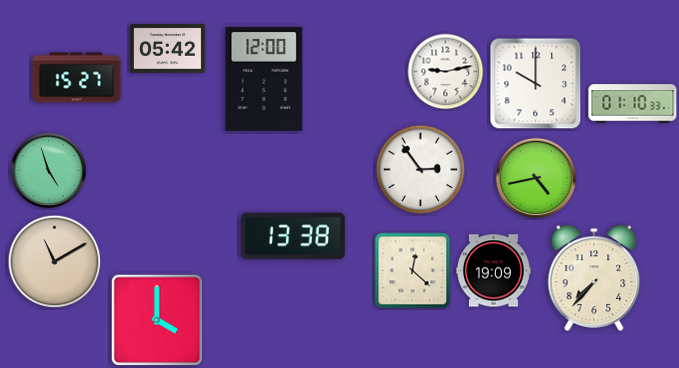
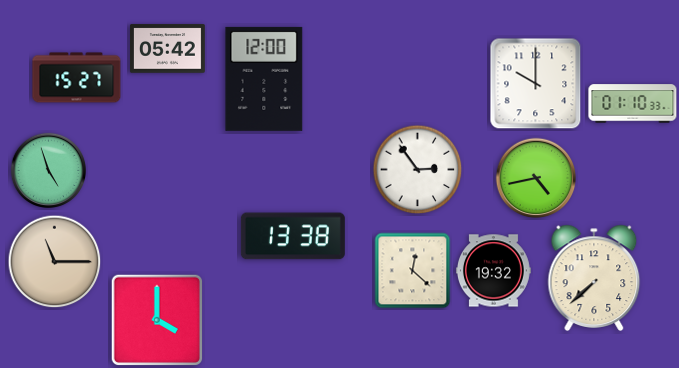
clock at (446, 72): 9:13 -> none
clock at (421, 170) position: (421, 170) -> (418, 170)
clock at (55, 262): 11:10 -> 11:15
clock at (493, 271): 19:09 -> 19:32
clock at (594, 278): 7:37 -> 7:38
